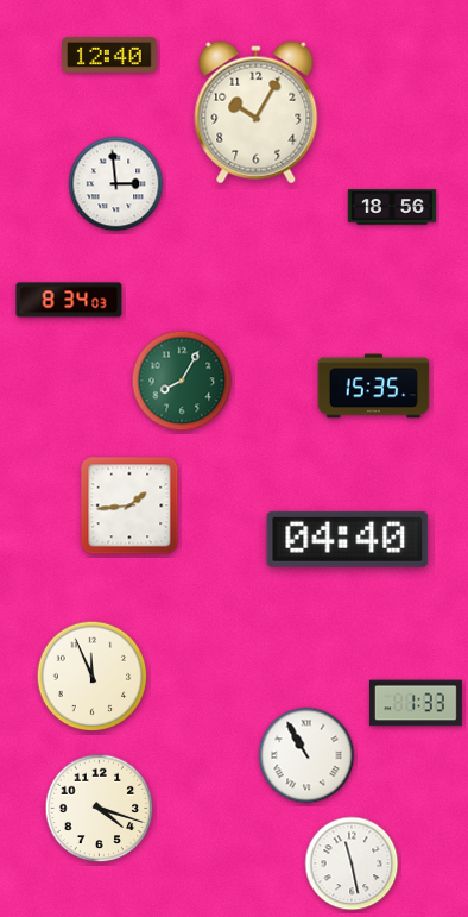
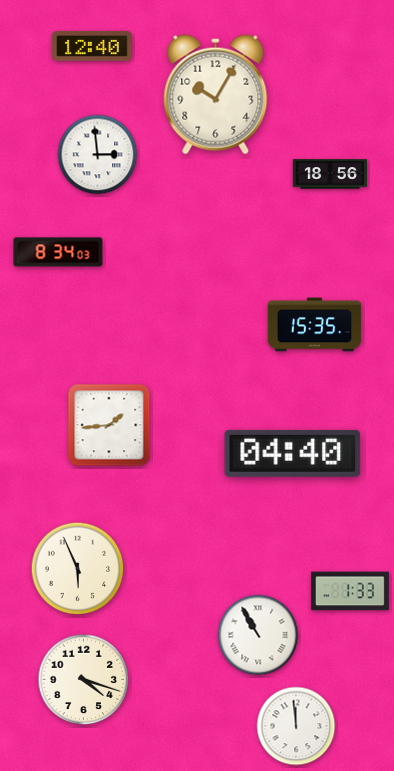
clock at (182, 381): 8:05 -> none
clock at (93, 677): 11:56 -> 5:56
clock at (352, 863): 11:28 -> 11:59
